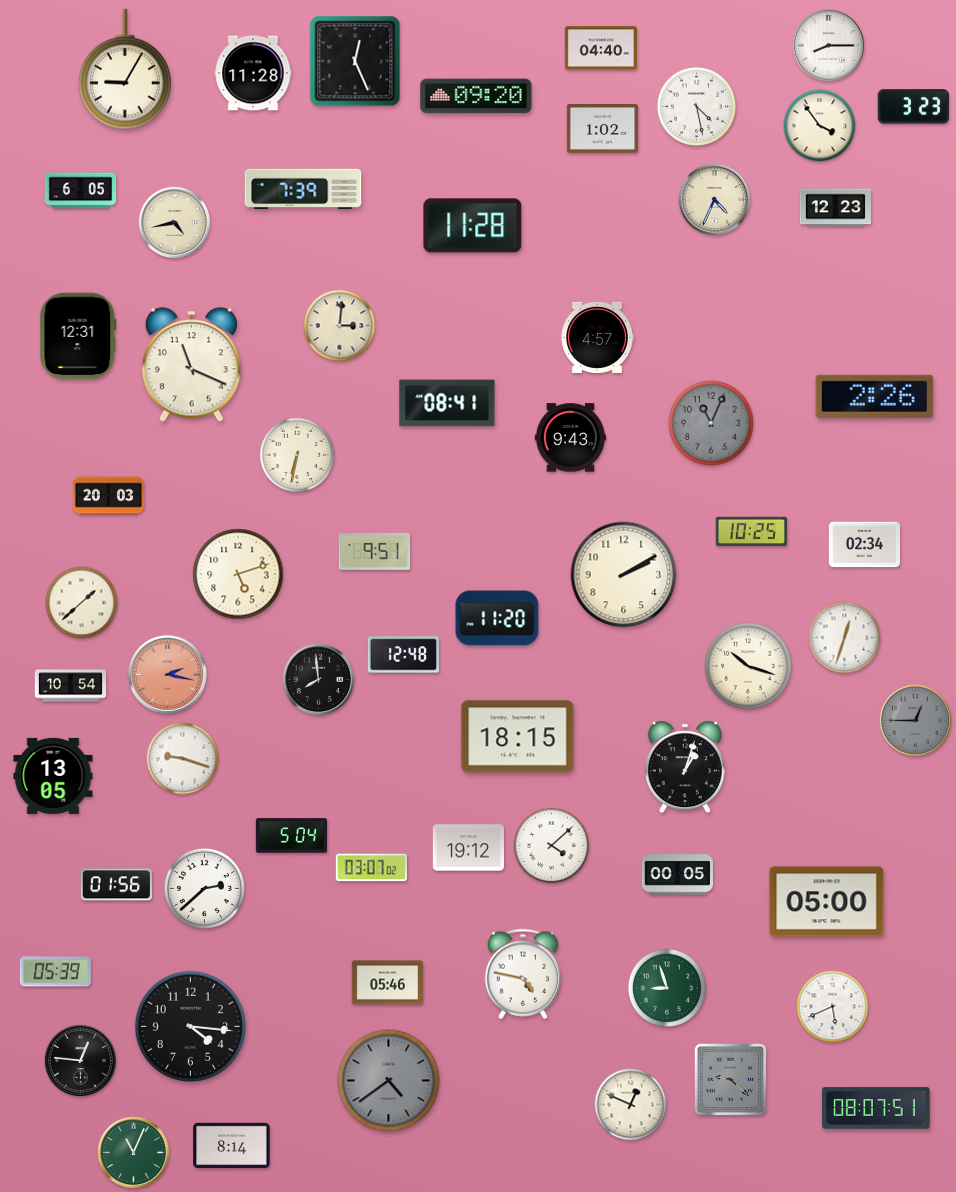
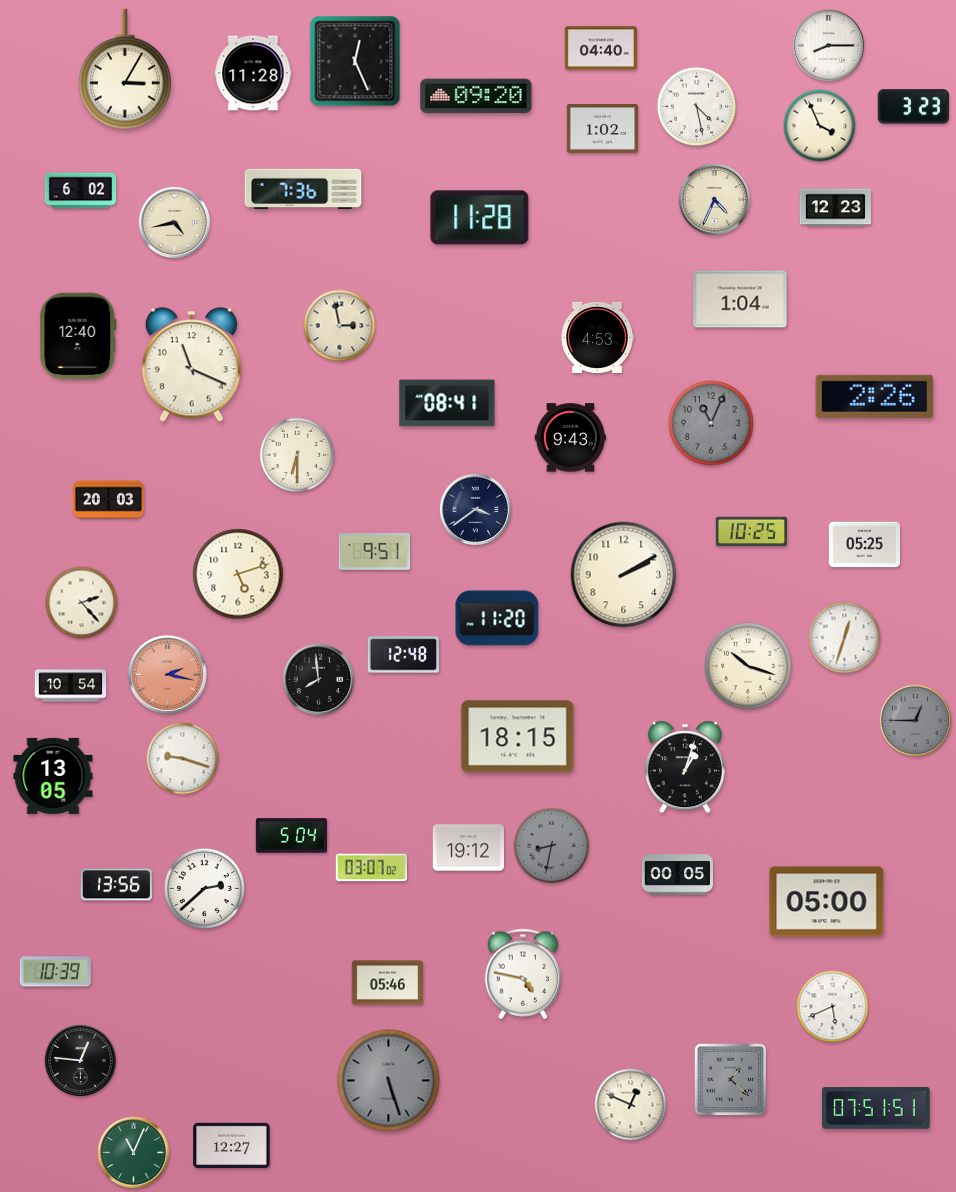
clock at (125, 69): 9:05 -> 3:05
clock at (820, 126): 3:54 -> 3:56
clock at (303, 189): 7:39 -> 7:36
clock at (81, 191): 6:05 -> 6:02
clock at (473, 226) position: (473, 226) -> (480, 218)
clock at (740, 299): none -> 1:04
clock at (340, 326): 3:01 -> 2:58
clock at (78, 336): 12:31 -> 12:40
clock at (597, 337): 4:57 -> 4:53
clock at (297, 455): 6:32 -> 6:30
clock at (109, 496) position: (109, 496) -> (109, 500)
clock at (476, 510): none -> 3:39
clock at (865, 545): 02:34 -> 05:25
clock at (82, 603): 1:38 -> 2:23
clock at (552, 846): 4:08 -> 8:32
clock at (552, 846) dial: white -> grey
clock at (116, 885): 01:56 -> 13:56
clock at (55, 972): 05:39 -> 10:39
clock at (667, 988): 8:57 -> none
clock at (190, 1026): 4:16 -> none
clock at (731, 1080): 9:22 -> 1:22
clock at (389, 1081): 4:39 -> 5:27
clock at (876, 1108): 08:07 -> 07:51
clock at (232, 1145): 8:14 -> 12:27
